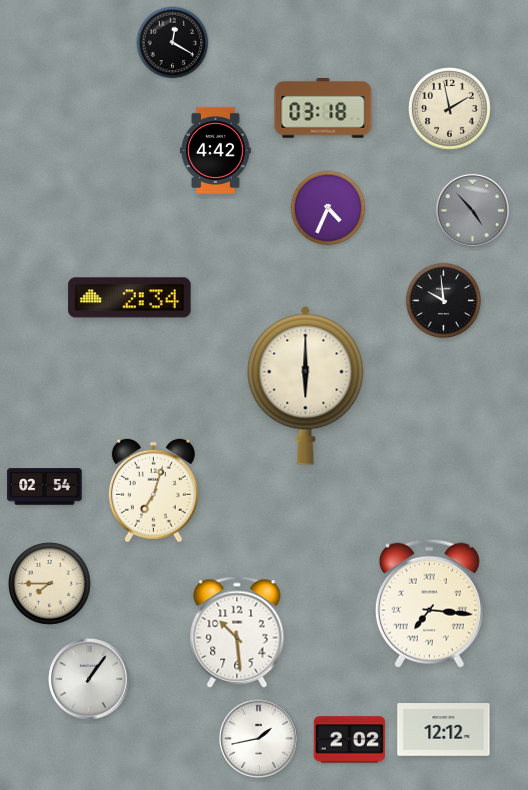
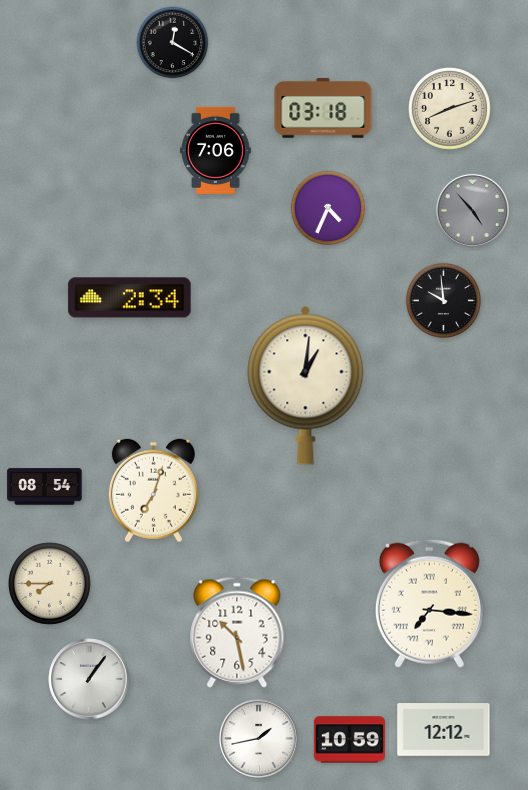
clock at (450, 109): 1:58 -> 8:12
clock at (216, 150): 4:42 -> 7:06
clock at (306, 385): 6:00 -> 1:01
clock at (45, 487): 02:54 -> 08:54
clock at (237, 632): 10:29 -> 10:28
clock at (349, 740): 2:02 -> 10:59
